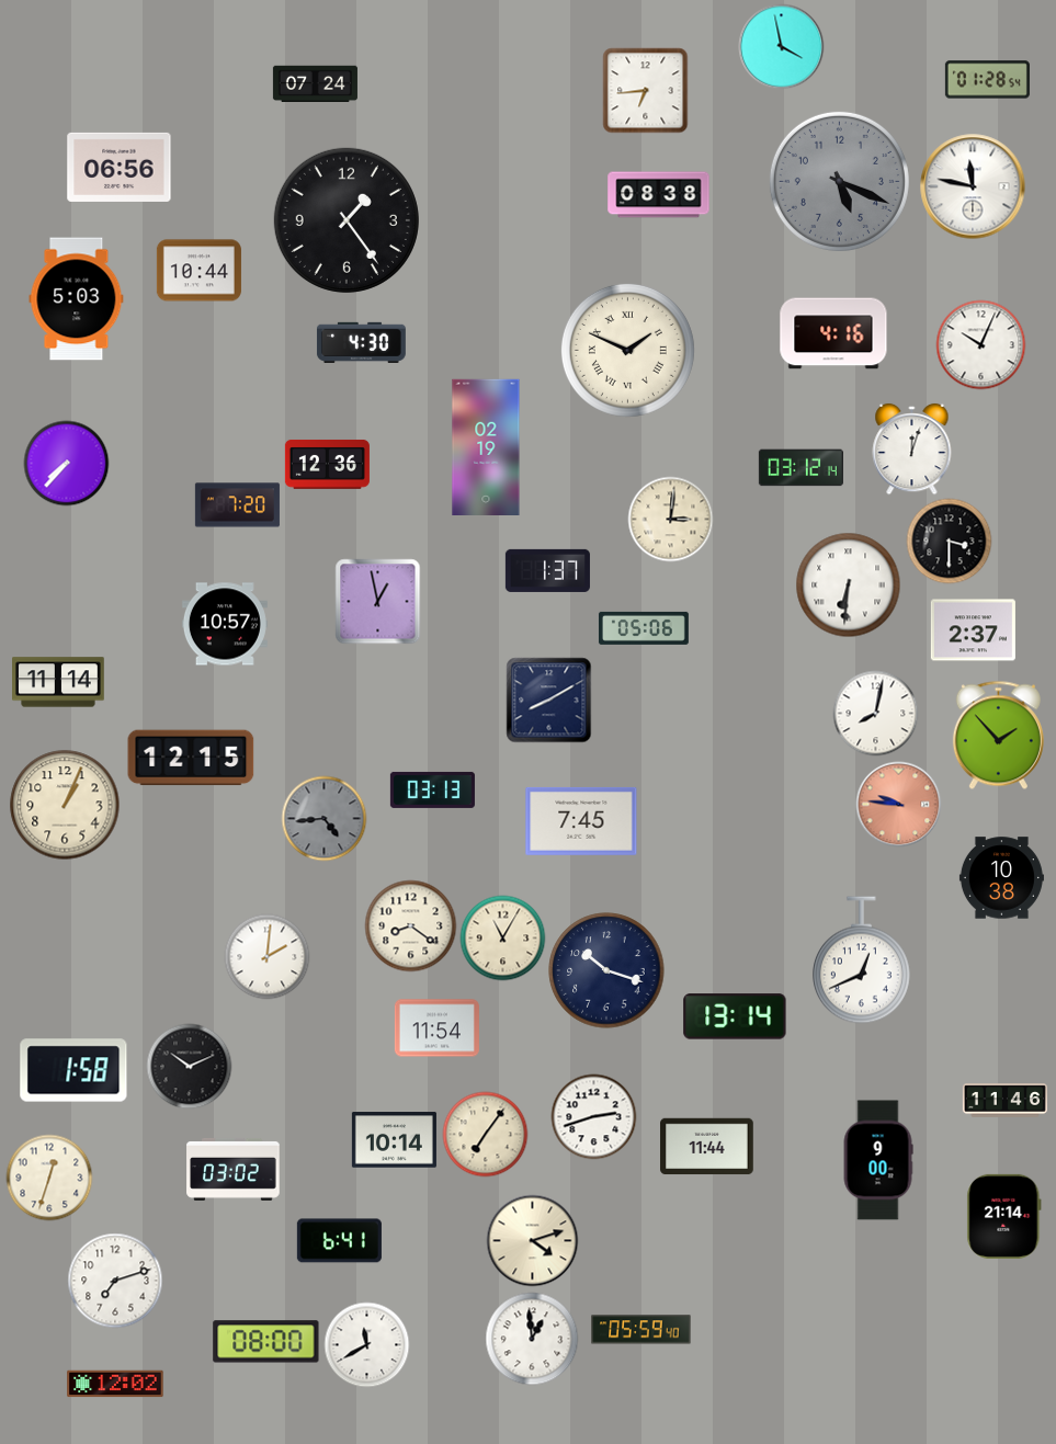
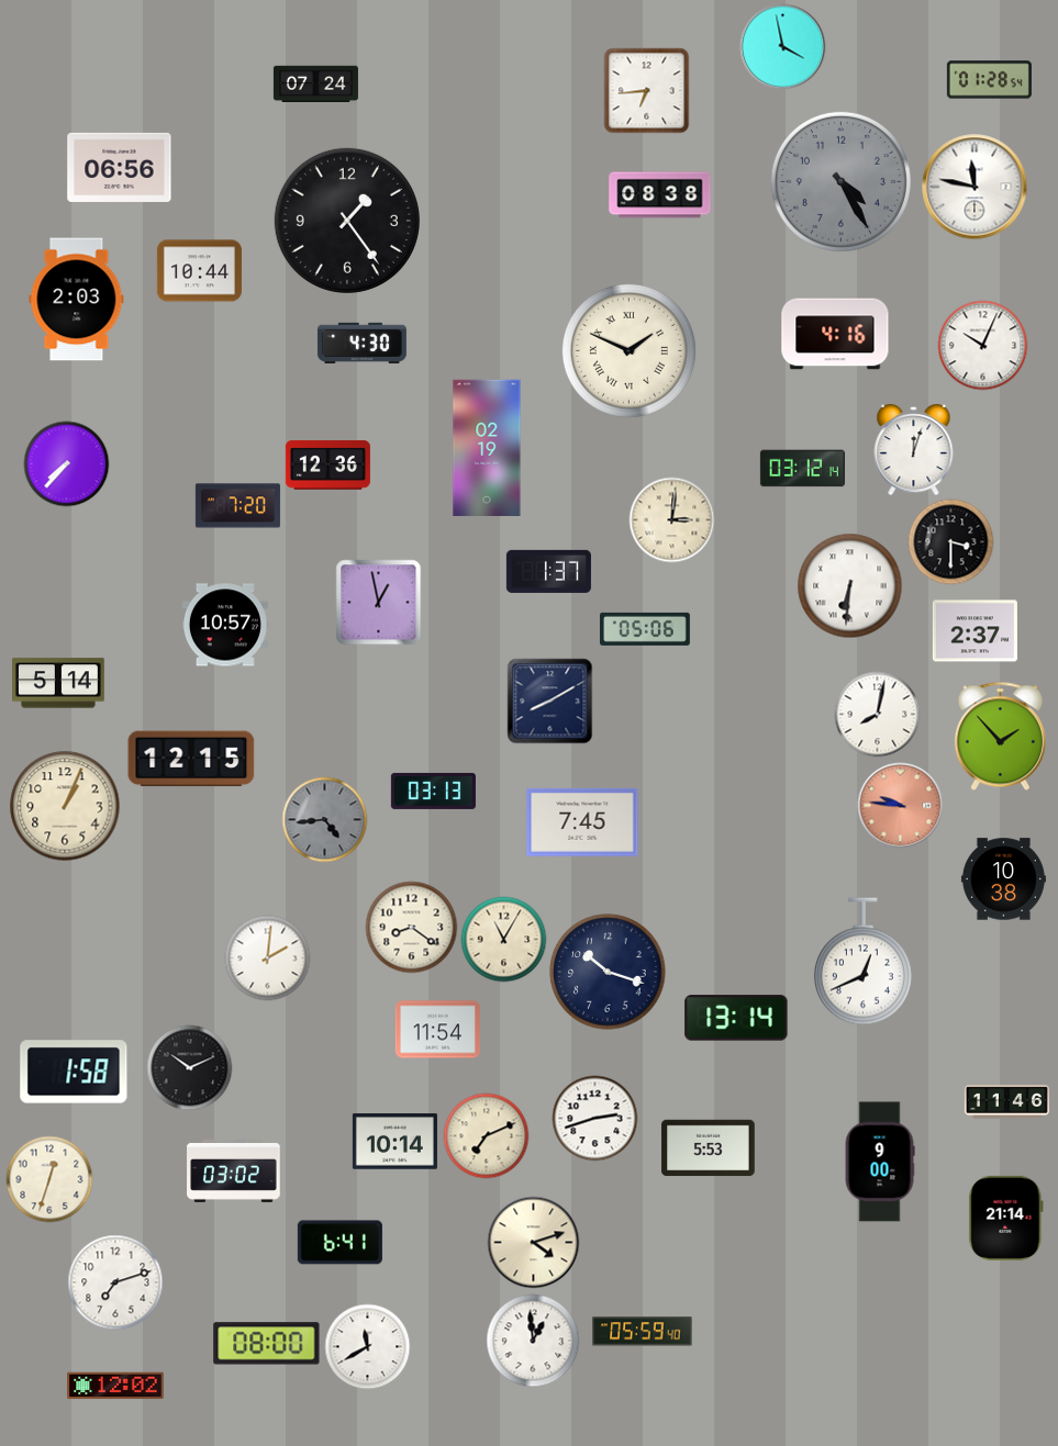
clock at (839, 181): 5:19 -> 4:25
clock at (77, 299): 5:03 -> 2:03
clock at (59, 682): 11:14 -> 5:14
clock at (485, 1134): 7:06 -> 7:11
clock at (707, 1147): 11:44 -> 5:53
